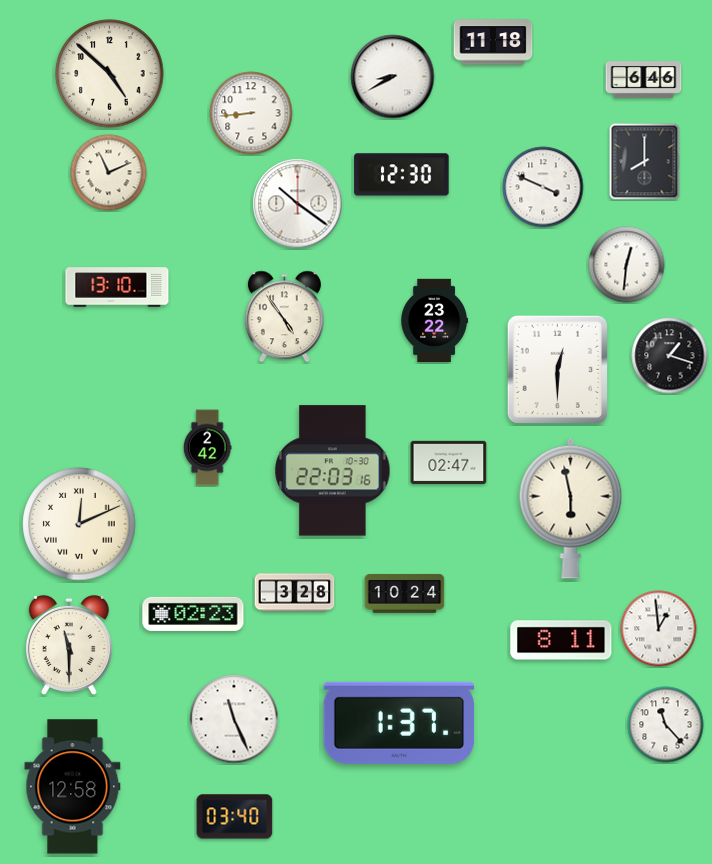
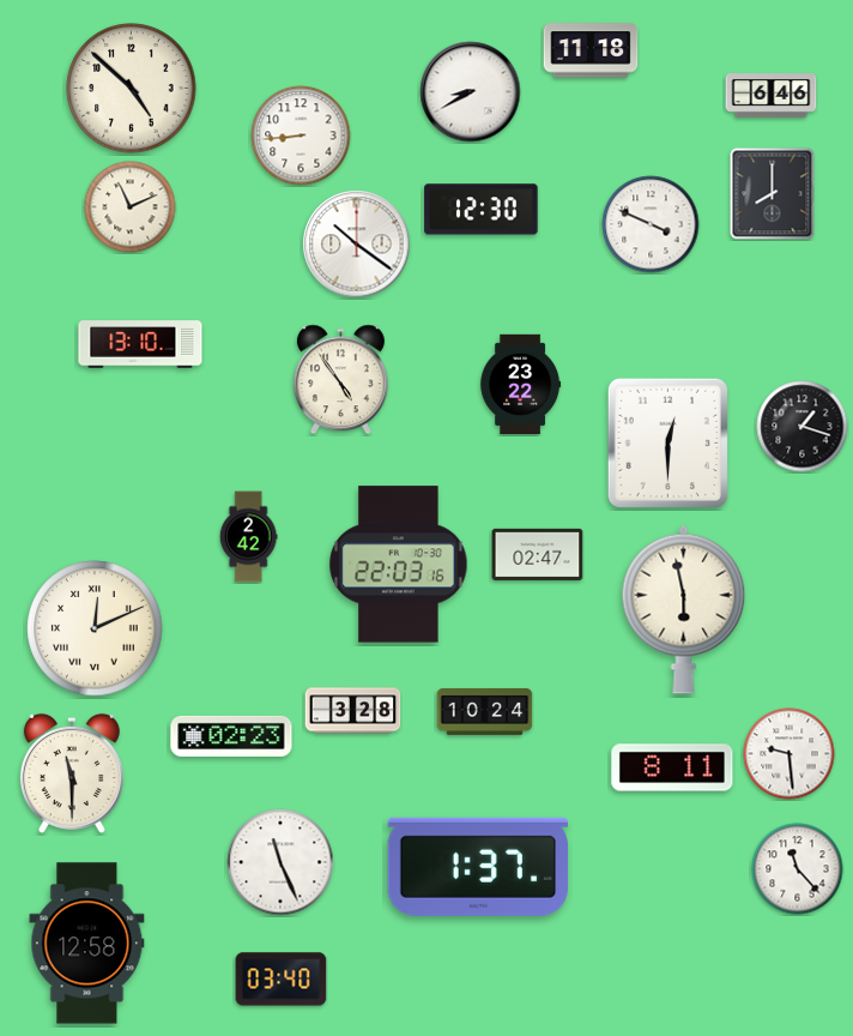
clock at (627, 265): 12:31 -> none
clock at (659, 629): 12:59 -> 9:29
clock at (69, 645) position: (69, 645) -> (72, 773)
